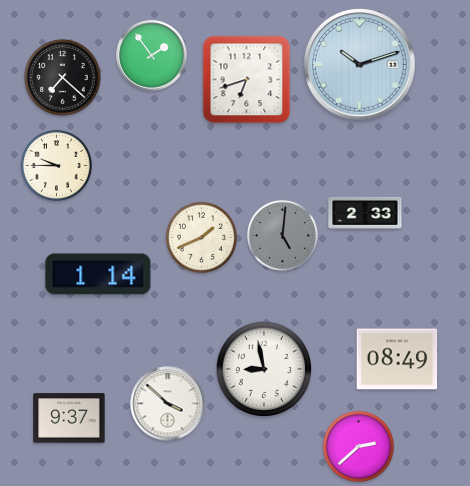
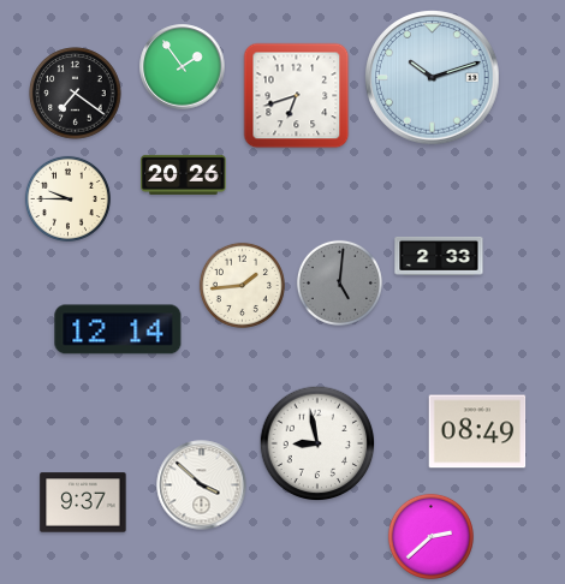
clock at (63, 78): 7:22 -> 7:21
clock at (184, 174): none -> 20:26
clock at (201, 237): 1:41 -> 1:44
clock at (98, 274): 1:14 -> 12:14
